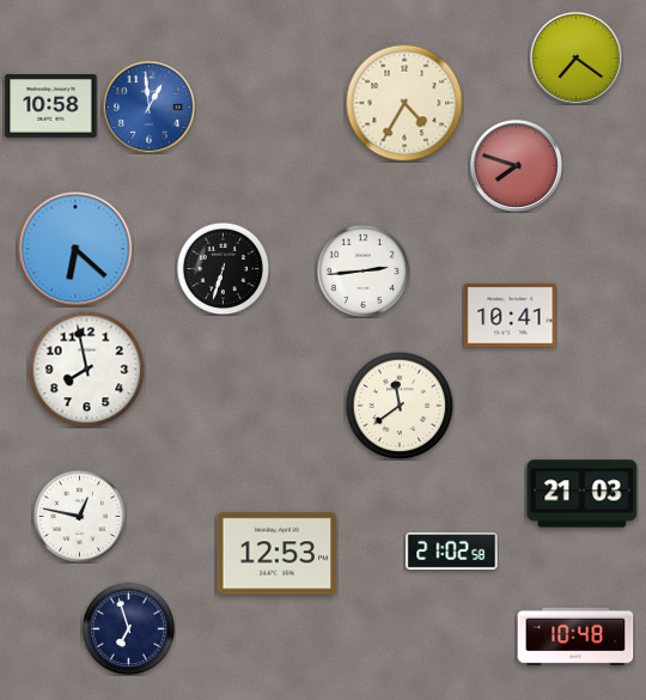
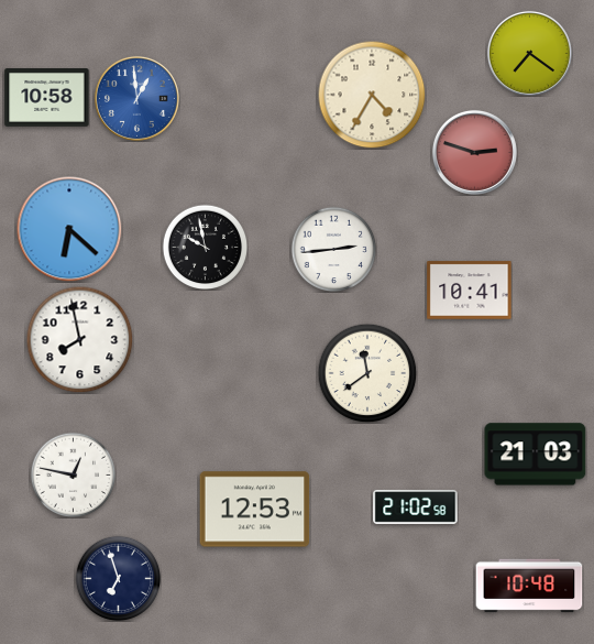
clock at (516, 165): 7:48 -> 2:48
clock at (223, 268): 6:33 -> 9:58
